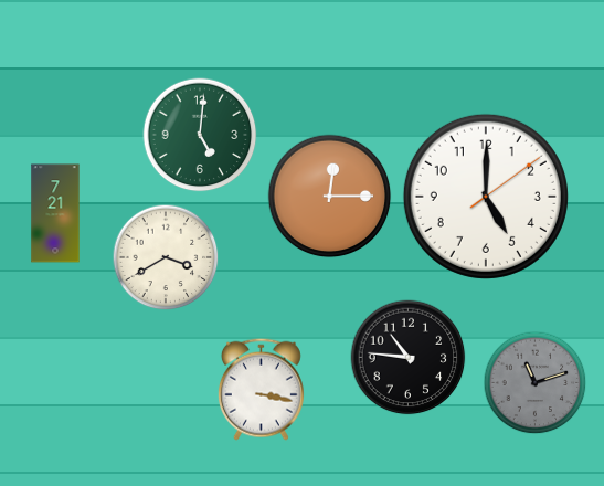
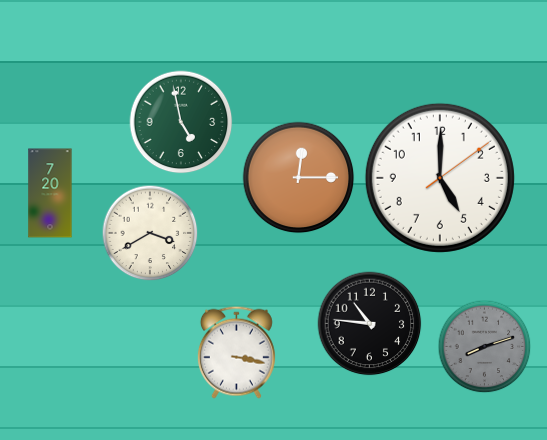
clock at (200, 135): 5:01 -> 4:58
clock at (55, 213): 7:21 -> 7:20
clock at (536, 383): 11:12 -> 8:12
